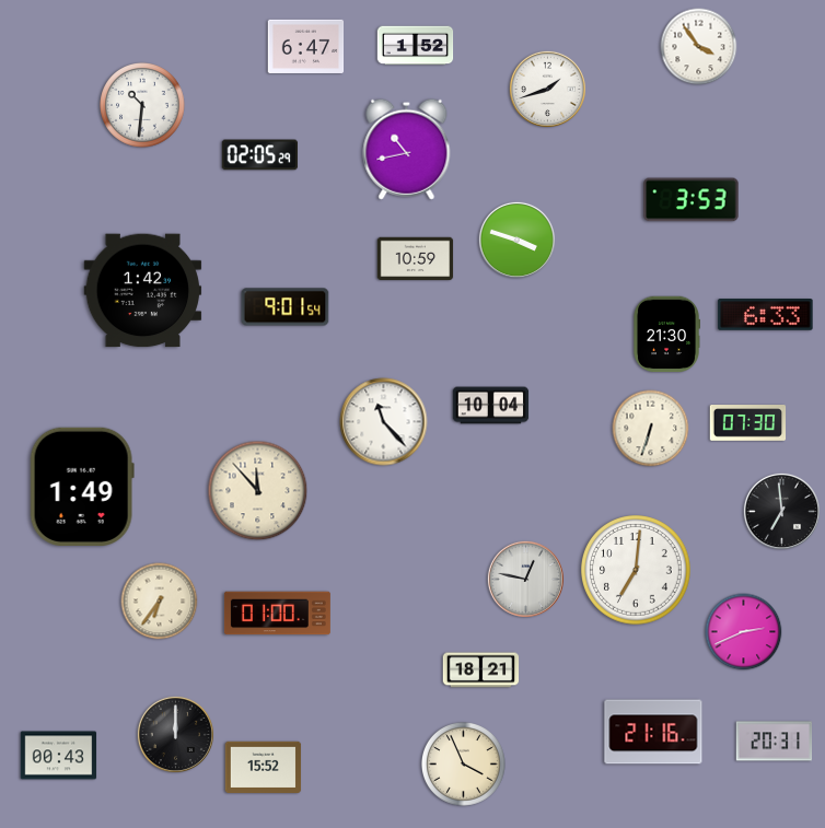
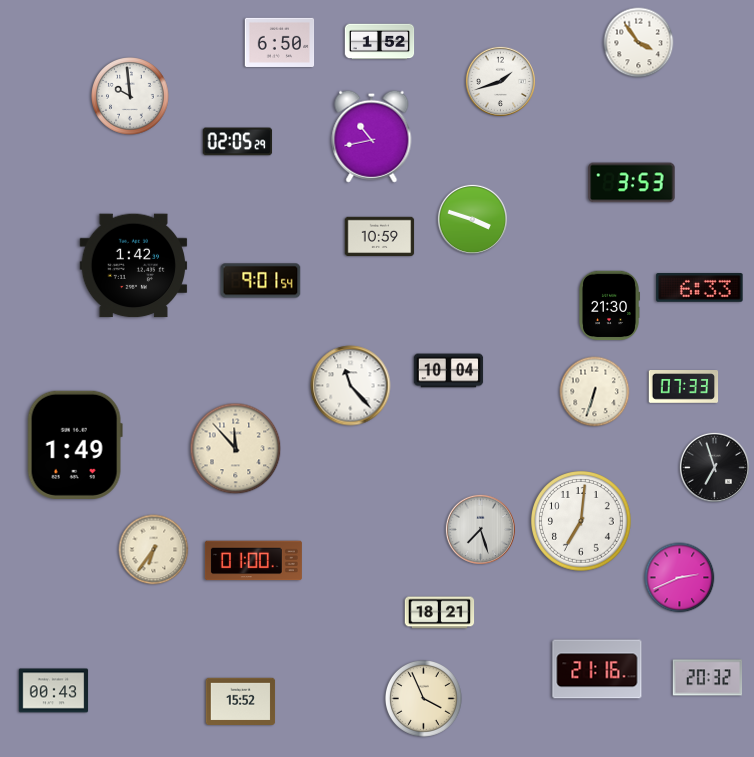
clock at (306, 46): 6:47 -> 6:50
clock at (143, 106): 10:31 -> 9:59
clock at (143, 291) position: (143, 291) -> (134, 266)
clock at (748, 423): 07:30 -> 07:33
clock at (781, 511): 6:59 -> 6:57
clock at (525, 579): 12:47 -> 7:27
clock at (160, 602) position: (160, 602) -> (154, 550)
clock at (175, 734): 12:00 -> none
clock at (775, 742): 20:31 -> 20:32
